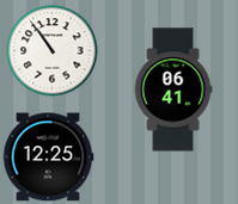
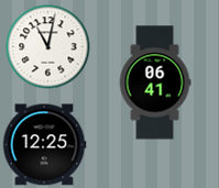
clock at (53, 51): 10:54 -> 11:02
clock at (173, 89) position: (173, 89) -> (155, 82)
